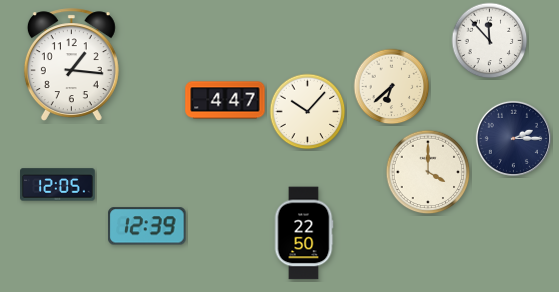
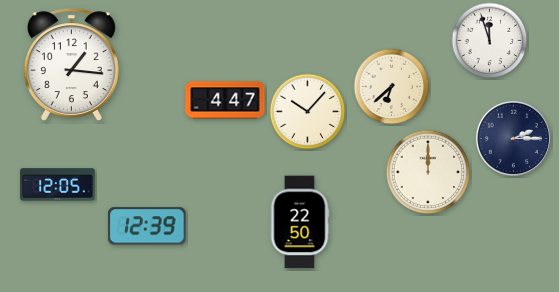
clock at (490, 41): 11:53 -> 11:57
clock at (428, 172): 4:00 -> 12:00
clock at (304, 233) position: (304, 233) -> (300, 222)
